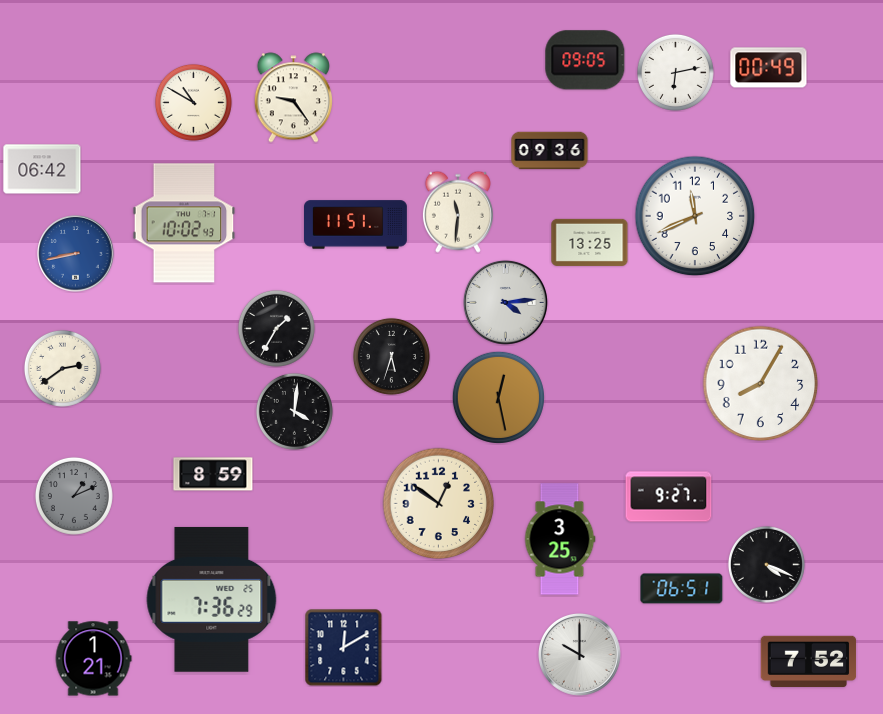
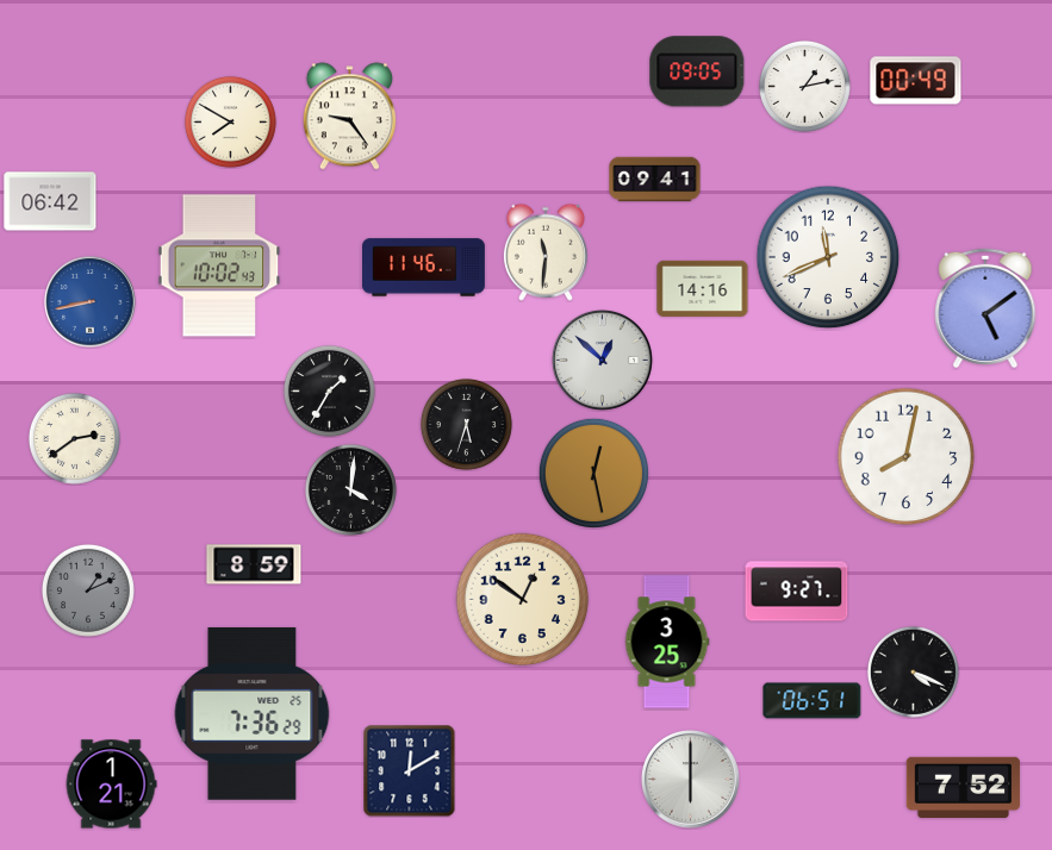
clock at (675, 72): 6:13 -> 1:13
clock at (193, 102): 10:50 -> 7:50
clock at (550, 151): 09:36 -> 09:41
clock at (356, 225): 11:51 -> 11:46
clock at (590, 242): 13:25 -> 14:16
clock at (985, 308): none -> 5:09
clock at (505, 302): 4:14 -> 12:52
clock at (761, 384): 8:05 -> 8:02
clock at (580, 655): 10:00 -> 6:00
